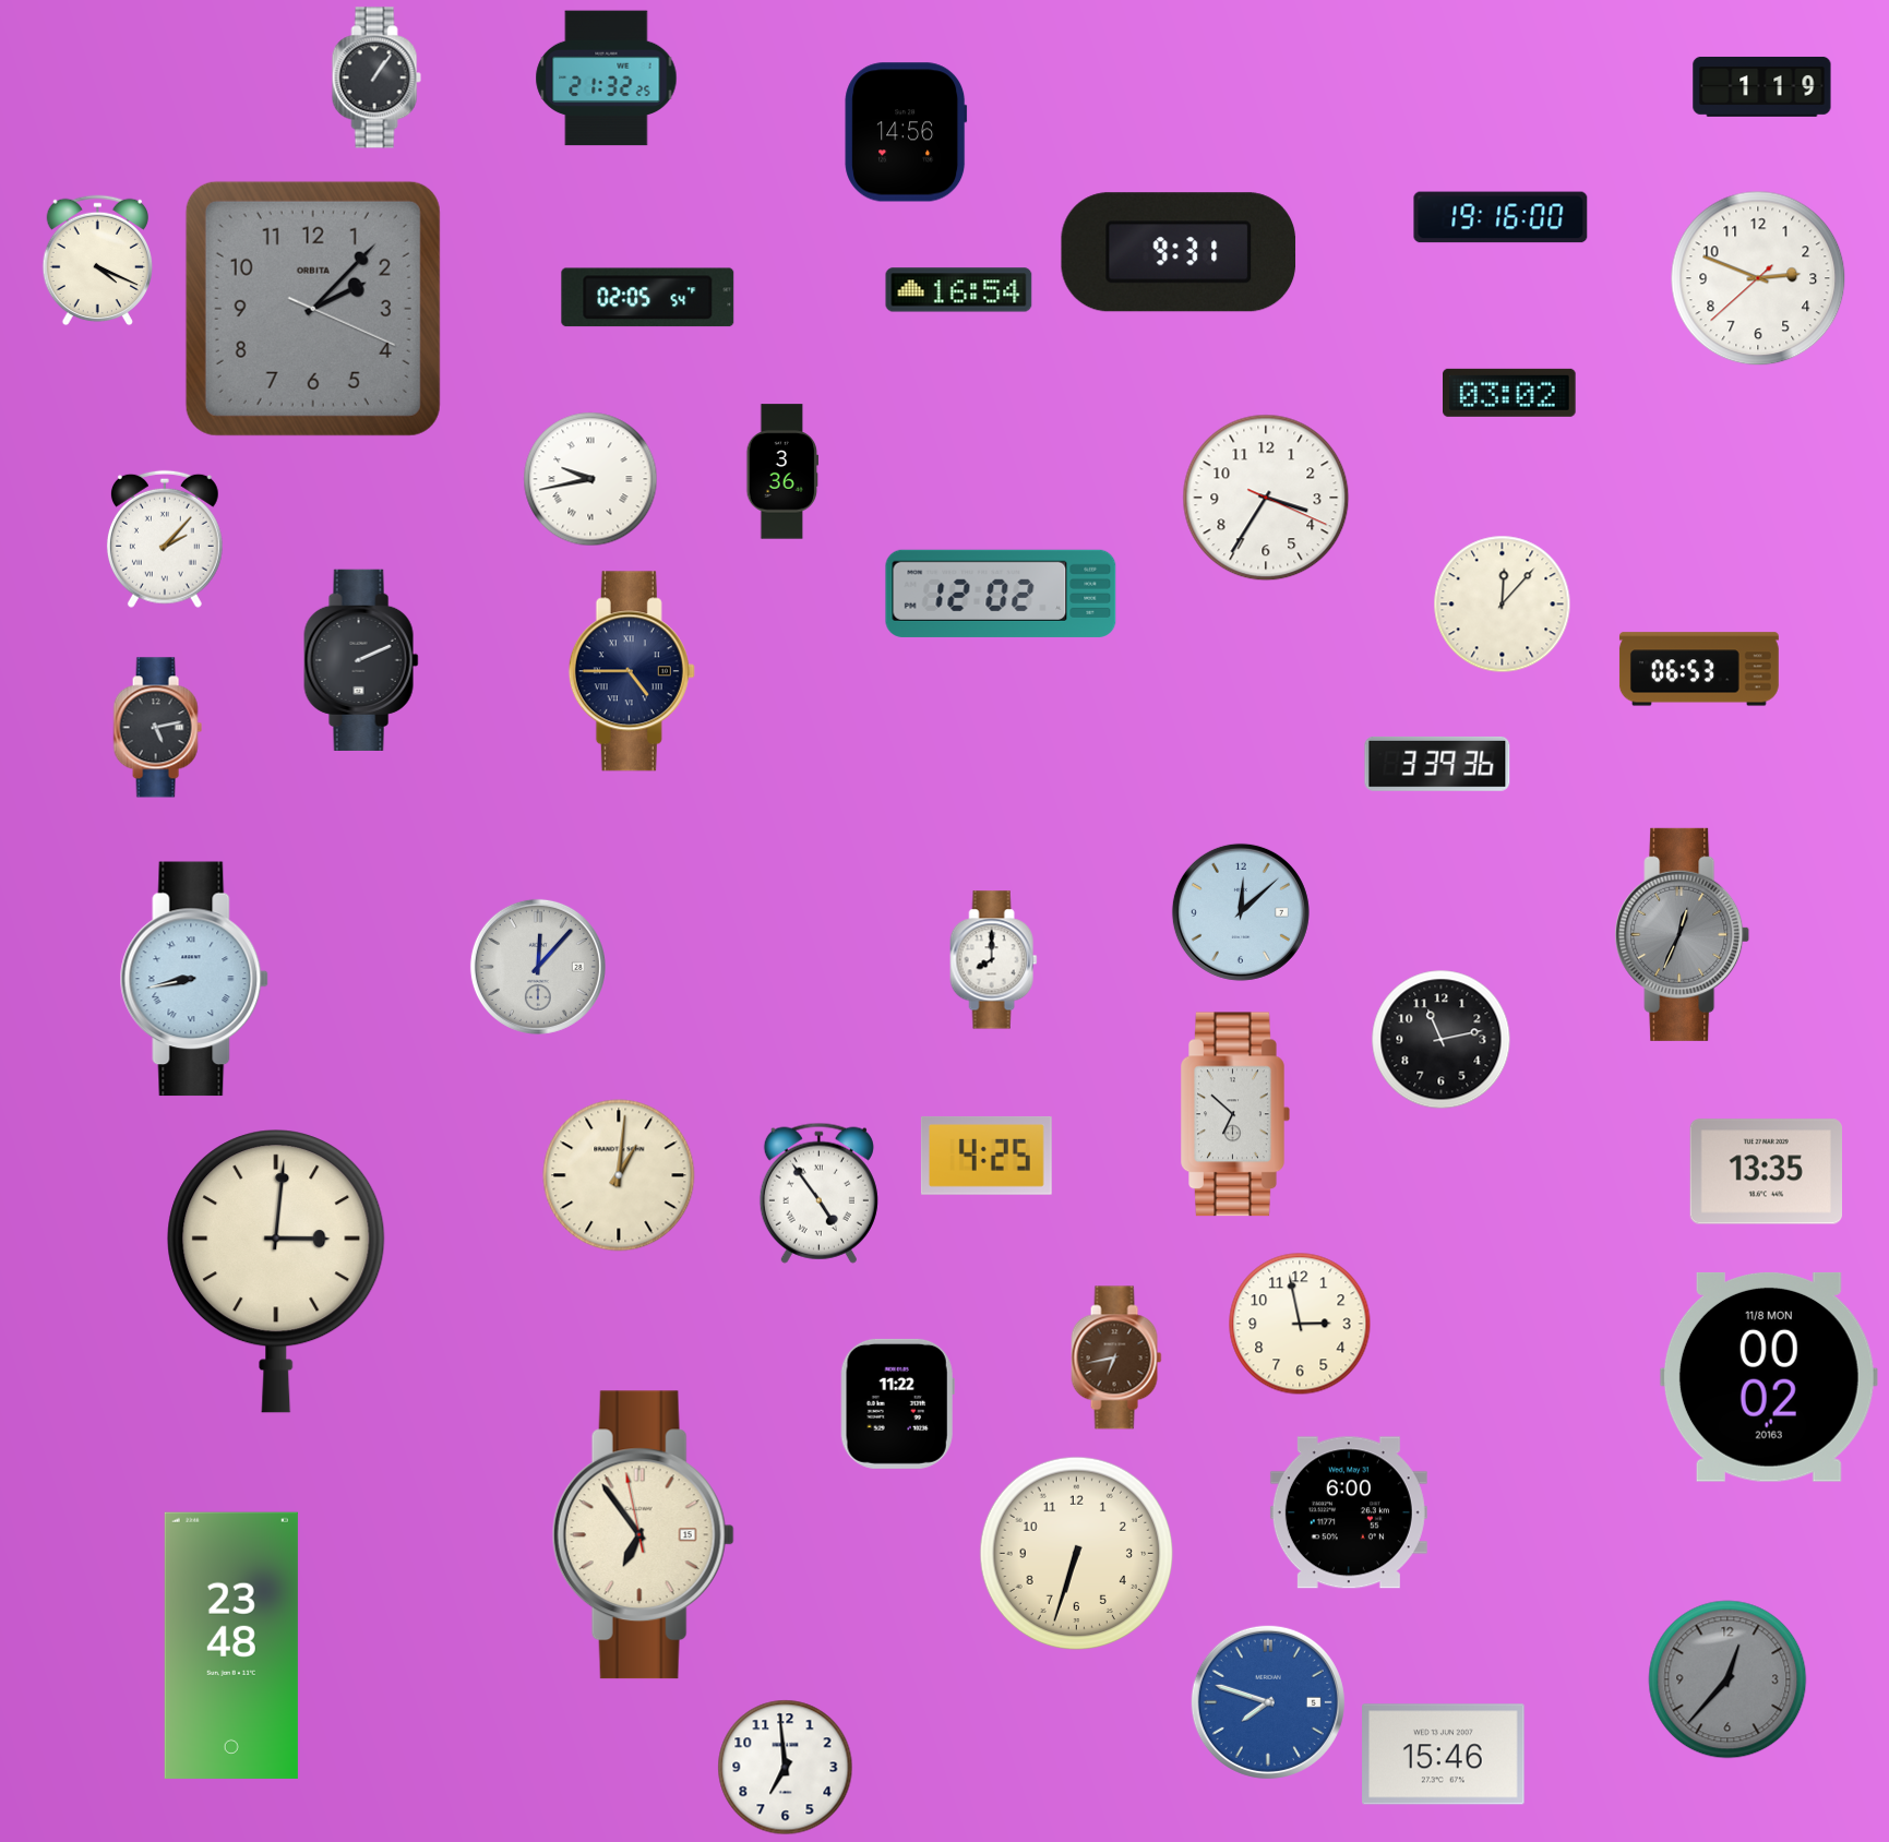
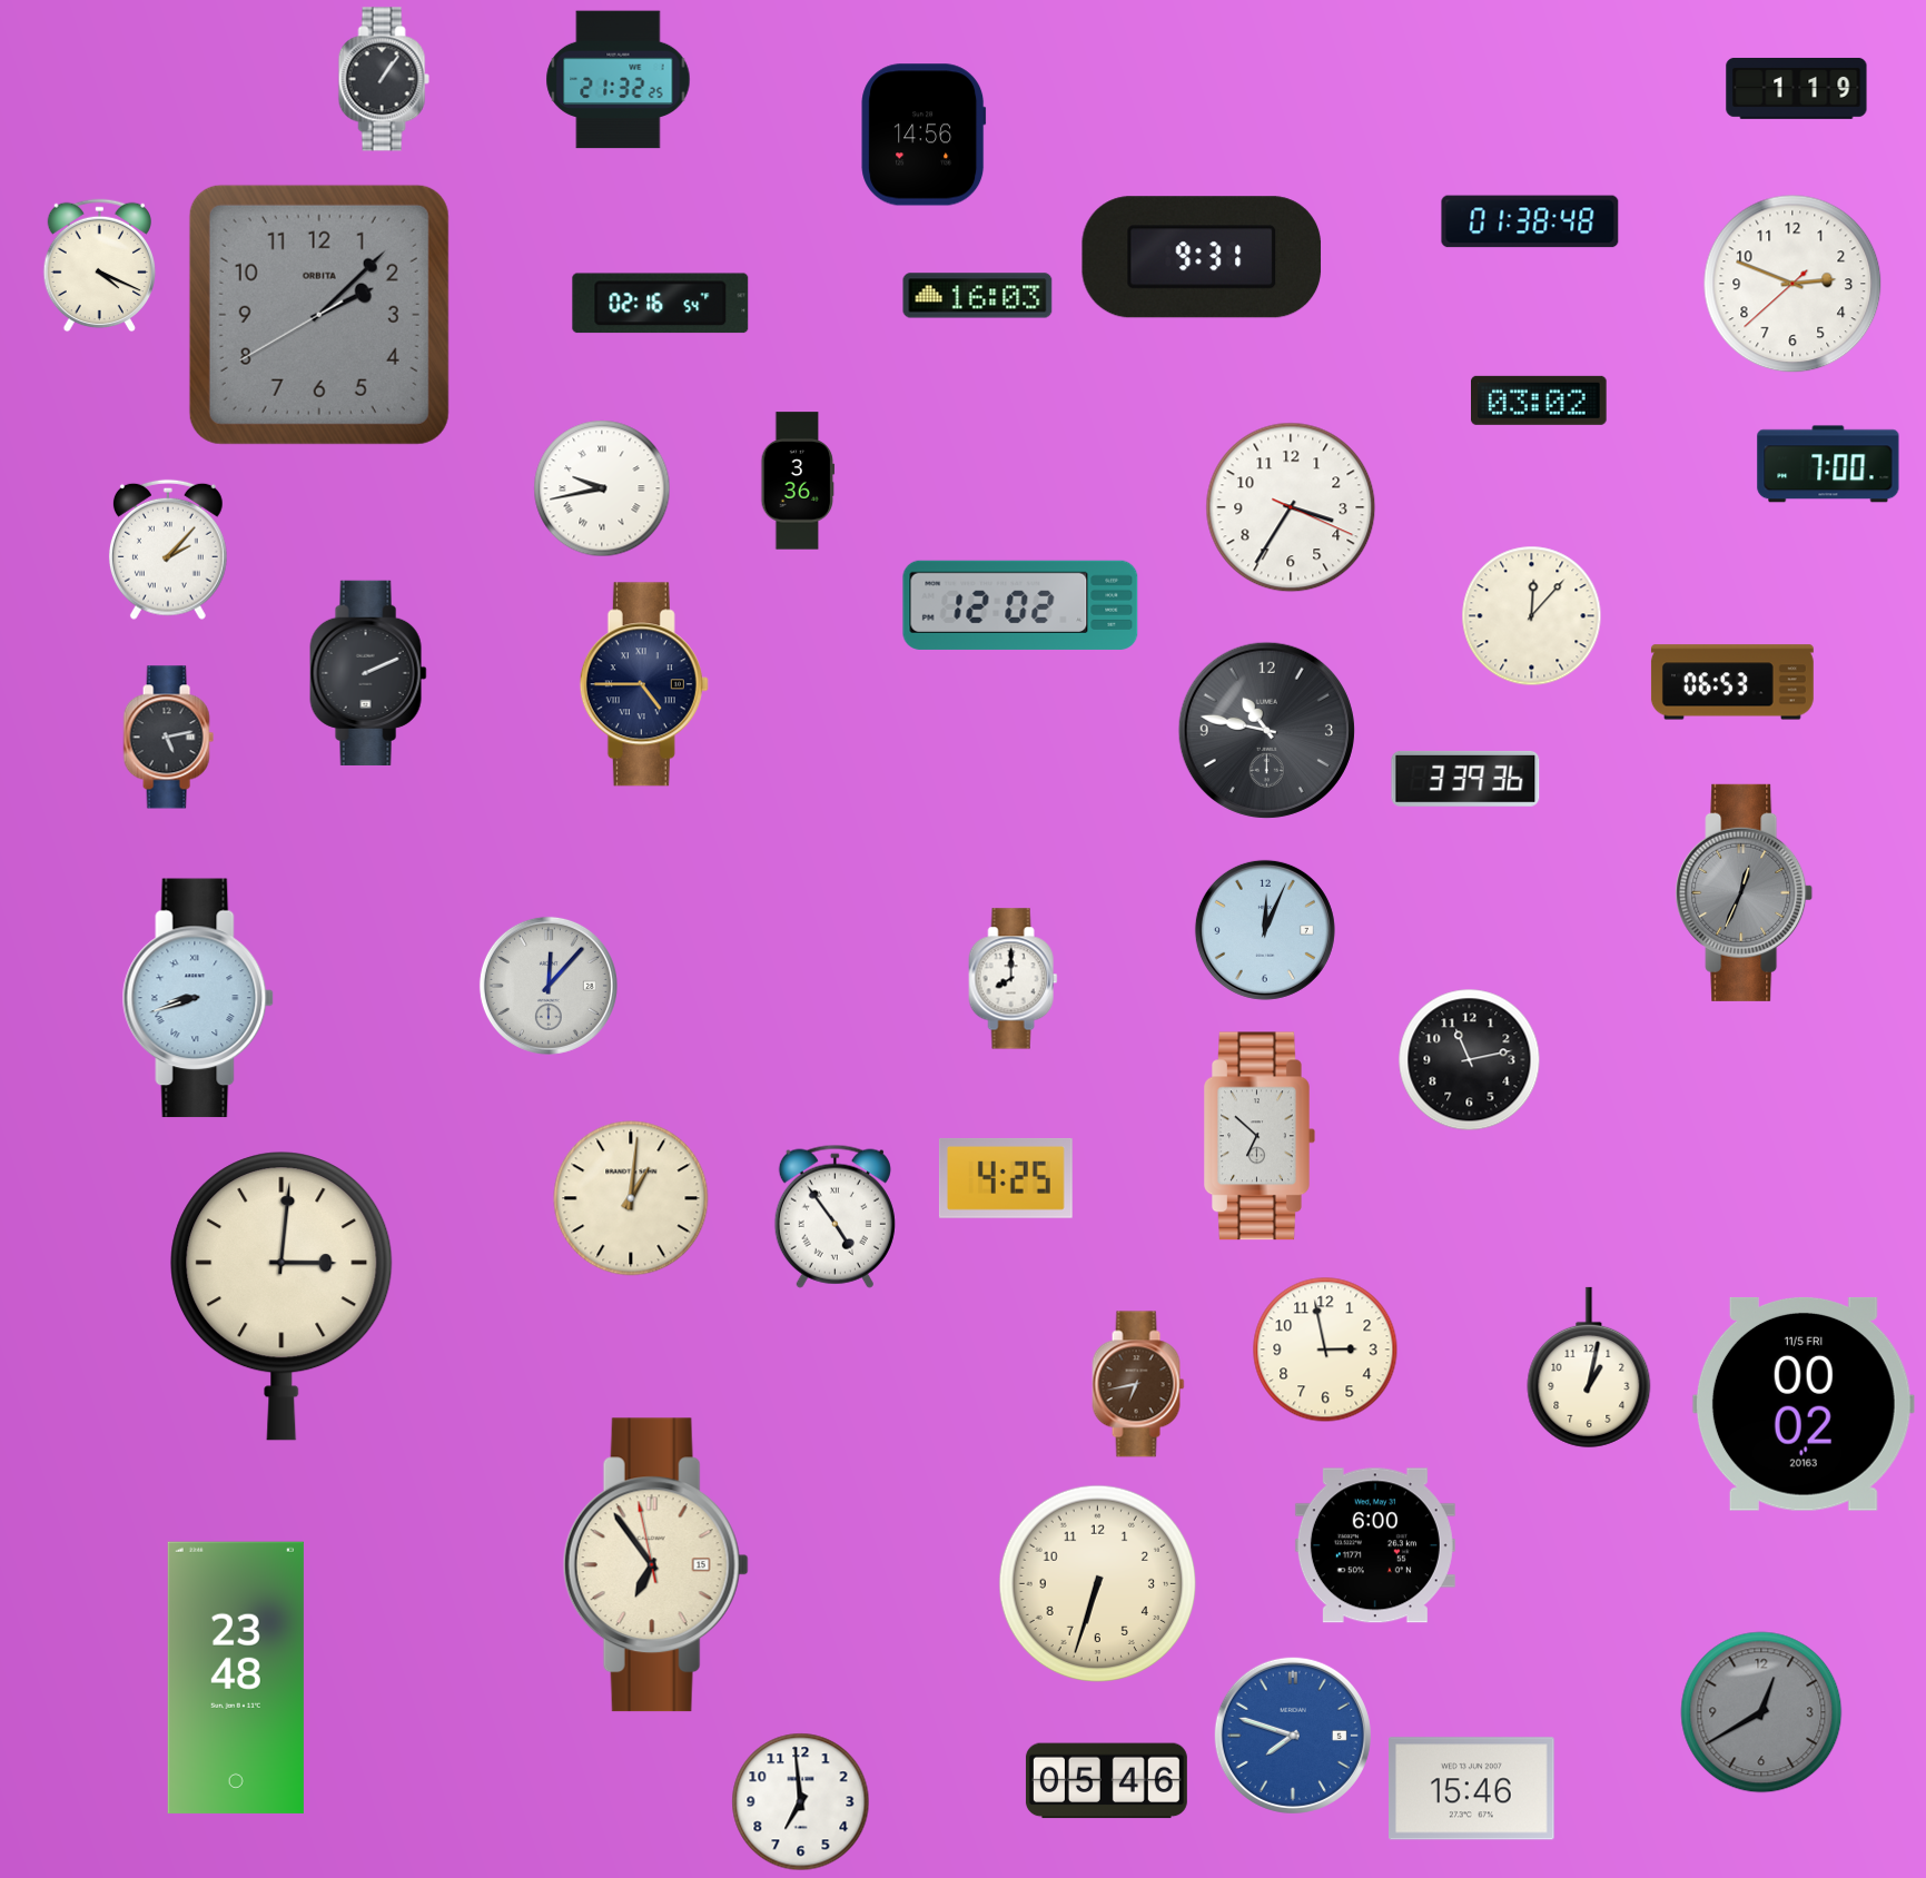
clock at (1501, 217): 19:16 -> 01:38
clock at (959, 290): 16:54 -> 16:03
clock at (648, 298): 02:05 -> 02:16
clock at (313, 309): 2:07:19 -> 2:07:40
clock at (1828, 464): none -> 7:00
clock at (1266, 730): none -> 10:47
clock at (157, 728) position: (157, 728) -> (168, 738)
clock at (1241, 912): 12:08 -> 12:04
clock at (1683, 934) position: (1683, 934) -> (1745, 892)
clock at (194, 979): 8:43 -> 8:42
clock at (1766, 1172): 13:35 -> none
clock at (1589, 1367): none -> 1:02
clock at (1769, 1377) date: 11/8 MON -> 11/5 FRI
clock at (897, 1403): 11:22 -> none
clock at (1349, 1512) position: (1349, 1512) -> (1375, 1545)
clock at (1727, 1679): 12:37 -> 12:40
clock at (1106, 1781): none -> 05:46
